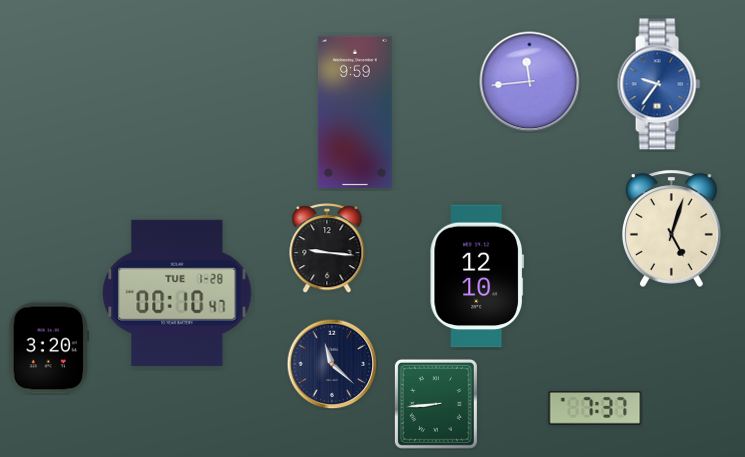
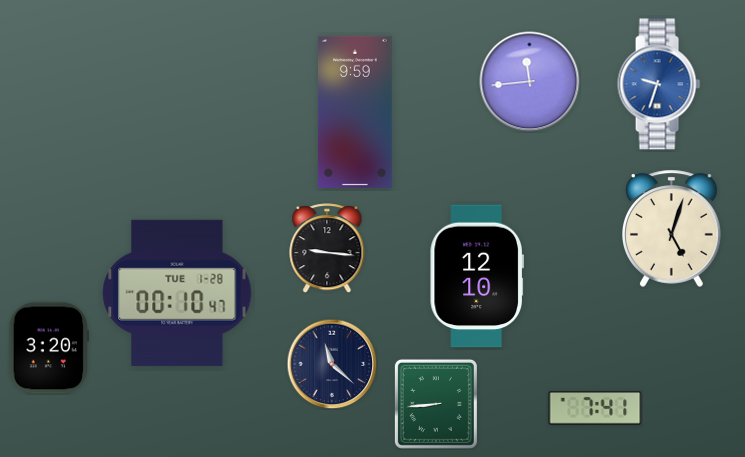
clock at (659, 84): 9:36 -> 9:33
clock at (595, 409): 7:37 -> 7:41
